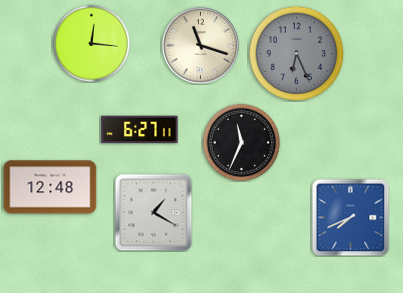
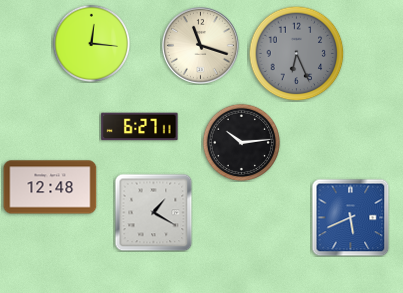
clock at (140, 130) position: (140, 130) -> (140, 127)
clock at (241, 142): 11:34 -> 10:14
clock at (350, 217): 7:41 -> 5:41
